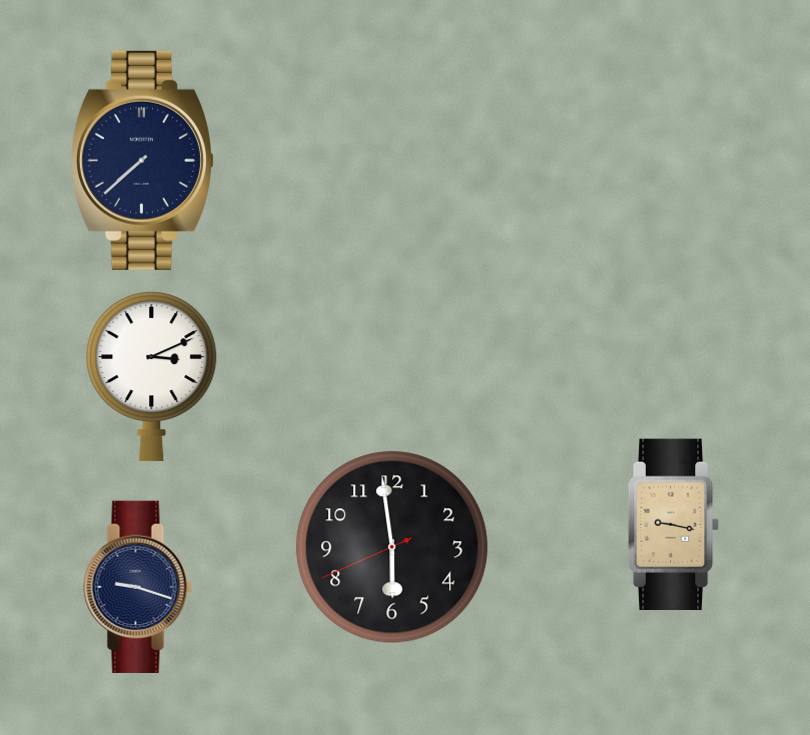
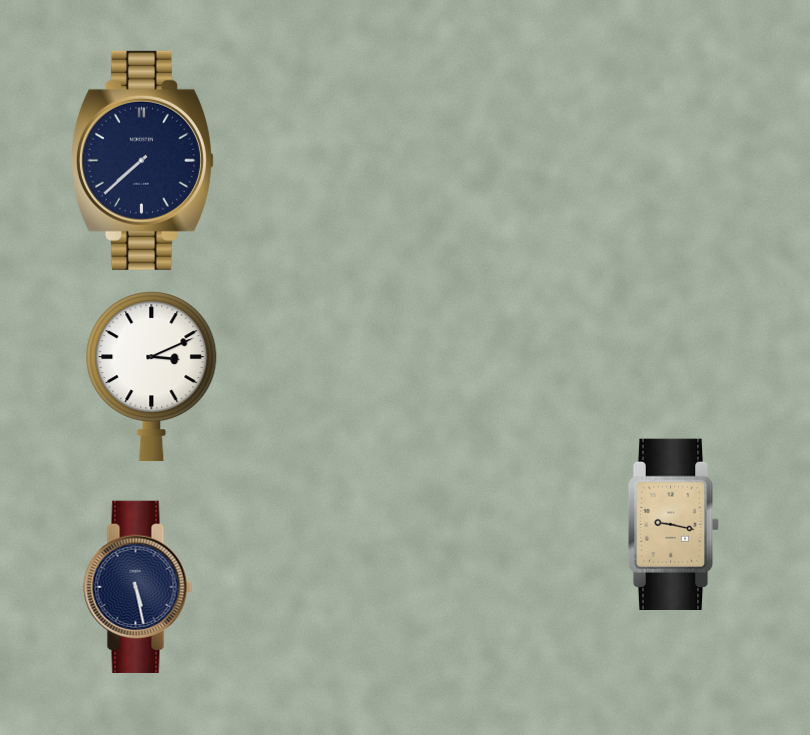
clock at (392, 547): 5:58 -> none
clock at (138, 587): 9:18 -> 5:28
